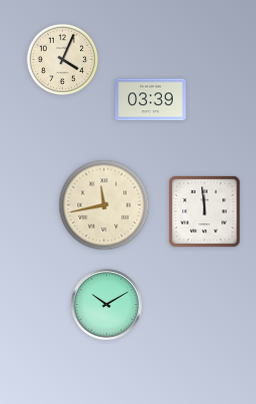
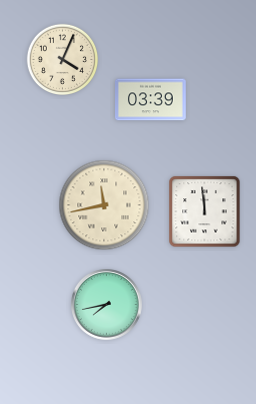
clock at (107, 305): 10:10 -> 7:43
